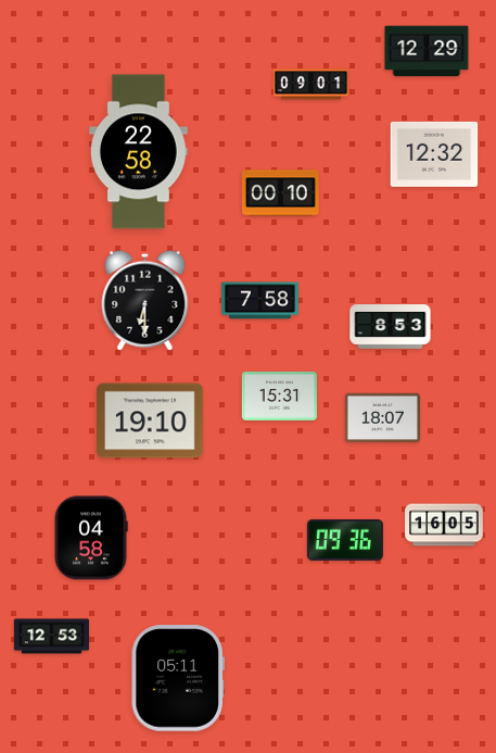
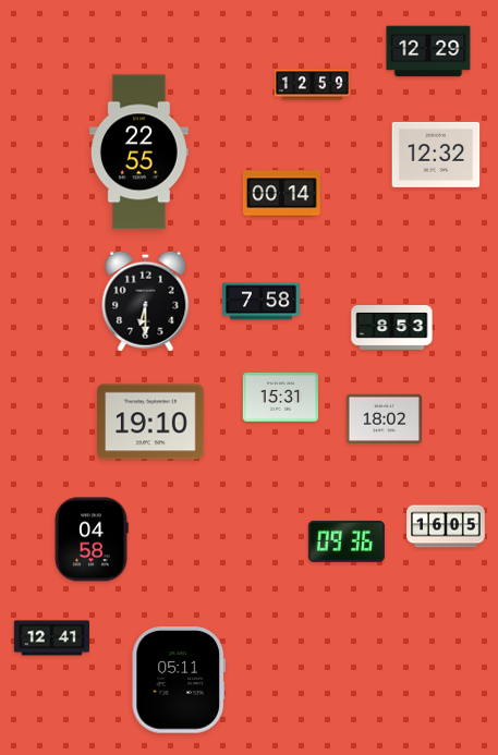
clock at (311, 85): 09:01 -> 12:59
clock at (139, 152): 22:58 -> 22:55
clock at (280, 193): 00:10 -> 00:14
clock at (382, 417): 18:07 -> 18:02
clock at (51, 637): 12:53 -> 12:41
